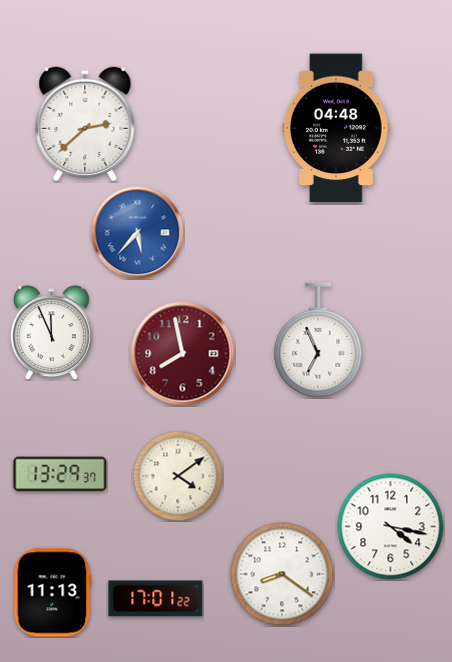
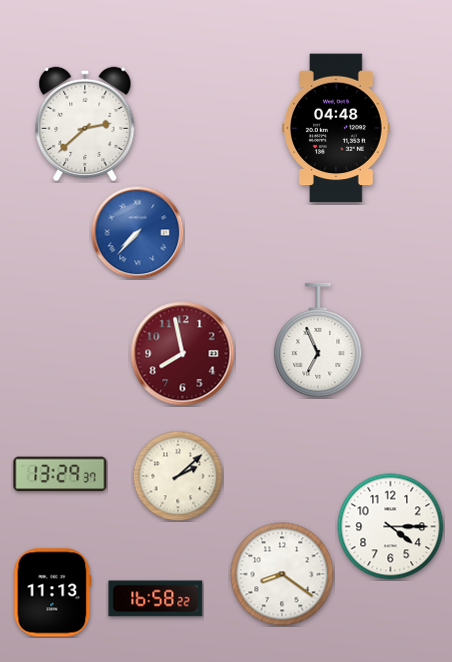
clock at (137, 232): 5:37 -> 7:37
clock at (51, 333): 11:56 -> none
clock at (178, 476): 4:09 -> 2:08
clock at (391, 527): 4:17 -> 4:15
clock at (156, 599): 17:01 -> 16:58
